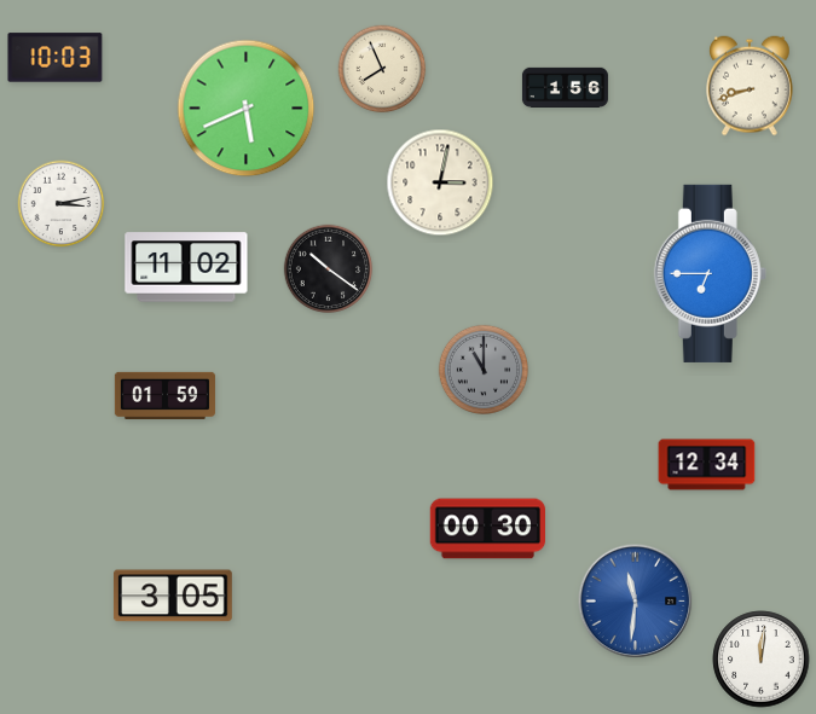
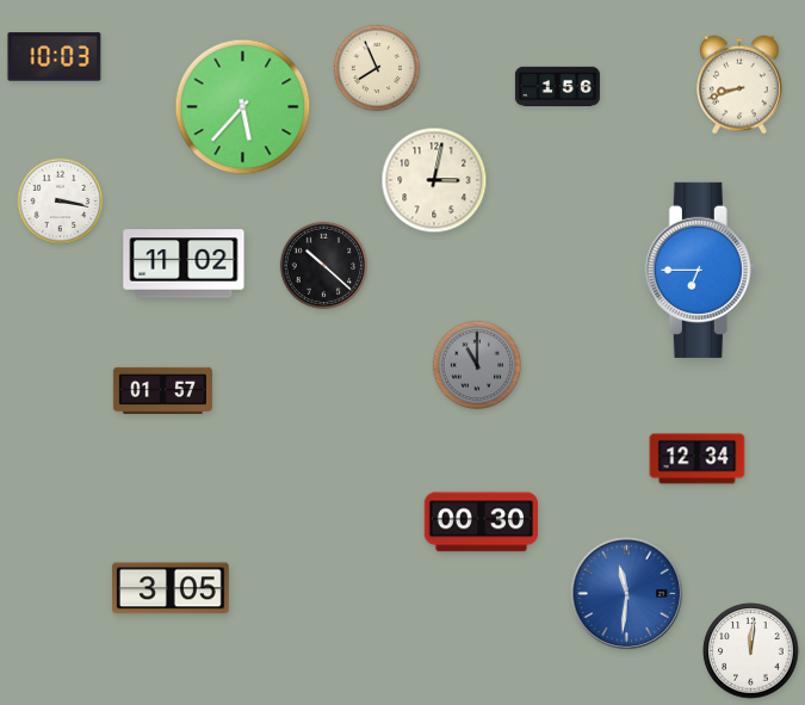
clock at (247, 109): 5:41 -> 5:37
clock at (62, 204): 3:13 -> 3:17
clock at (329, 269): 10:21 -> 10:22
clock at (164, 395): 01:59 -> 01:57
